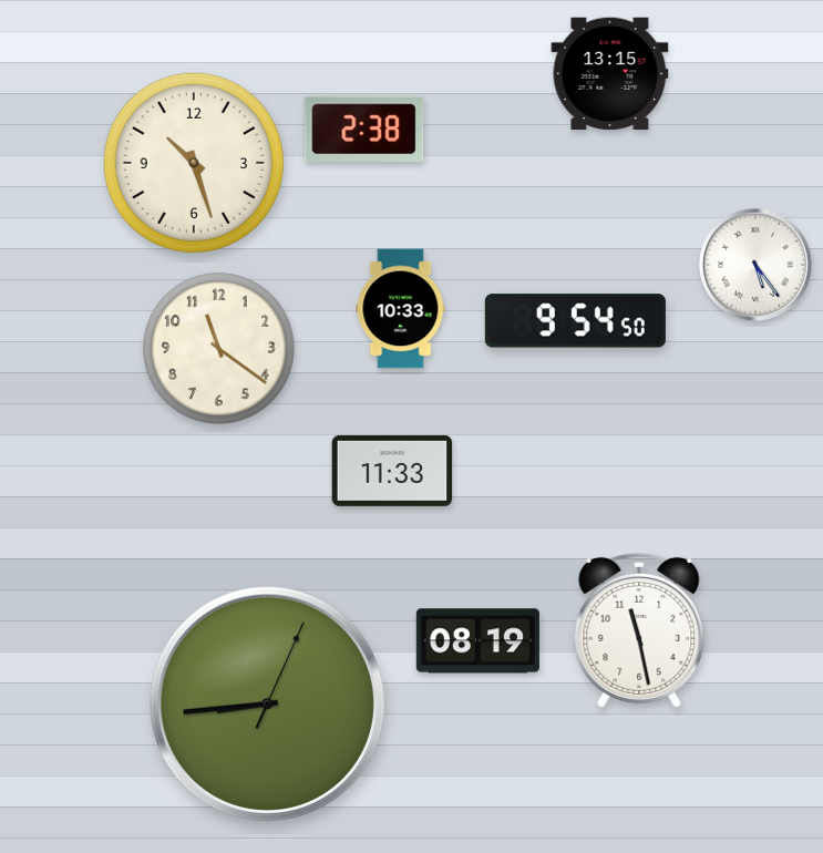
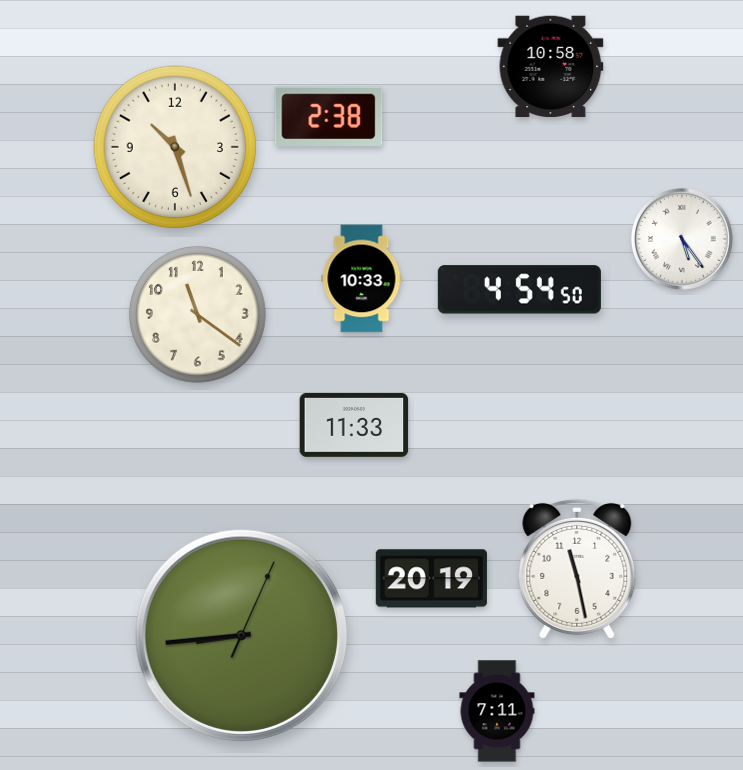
clock at (610, 73): 13:15 -> 10:58
clock at (575, 321): 9:54 -> 4:54
clock at (477, 641): 08:19 -> 20:19
clock at (497, 711): none -> 7:11
